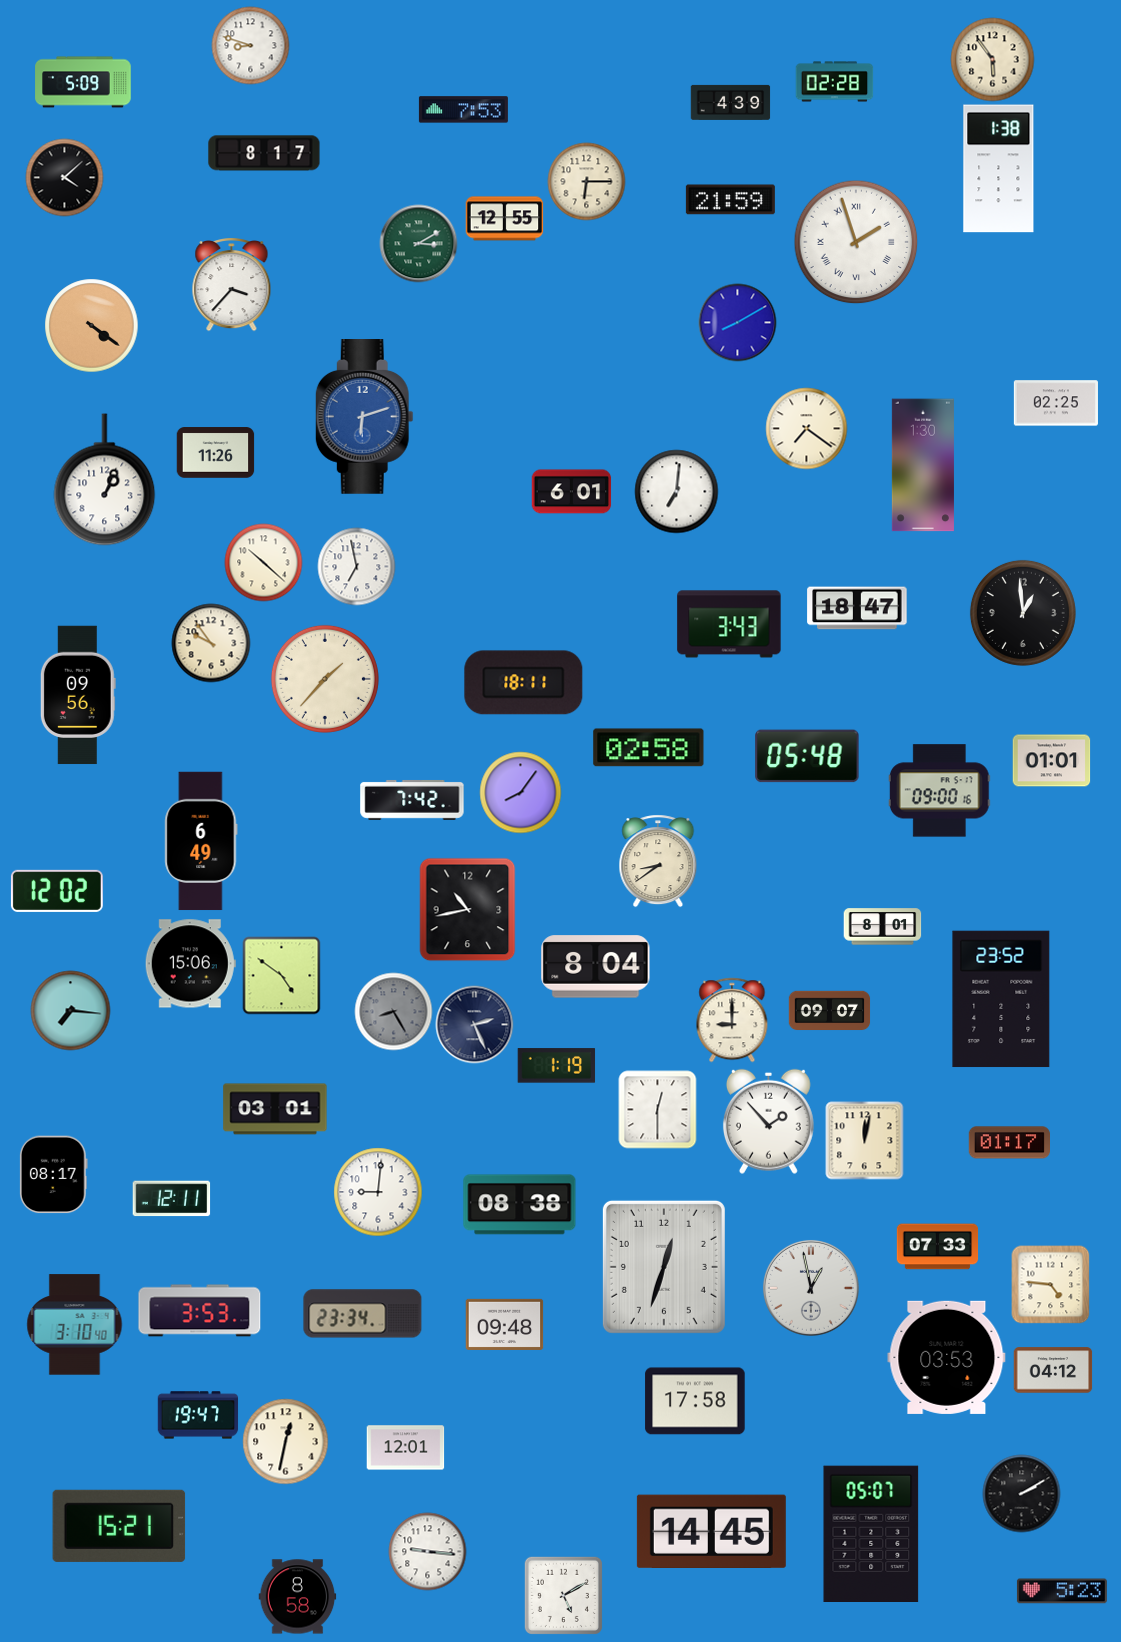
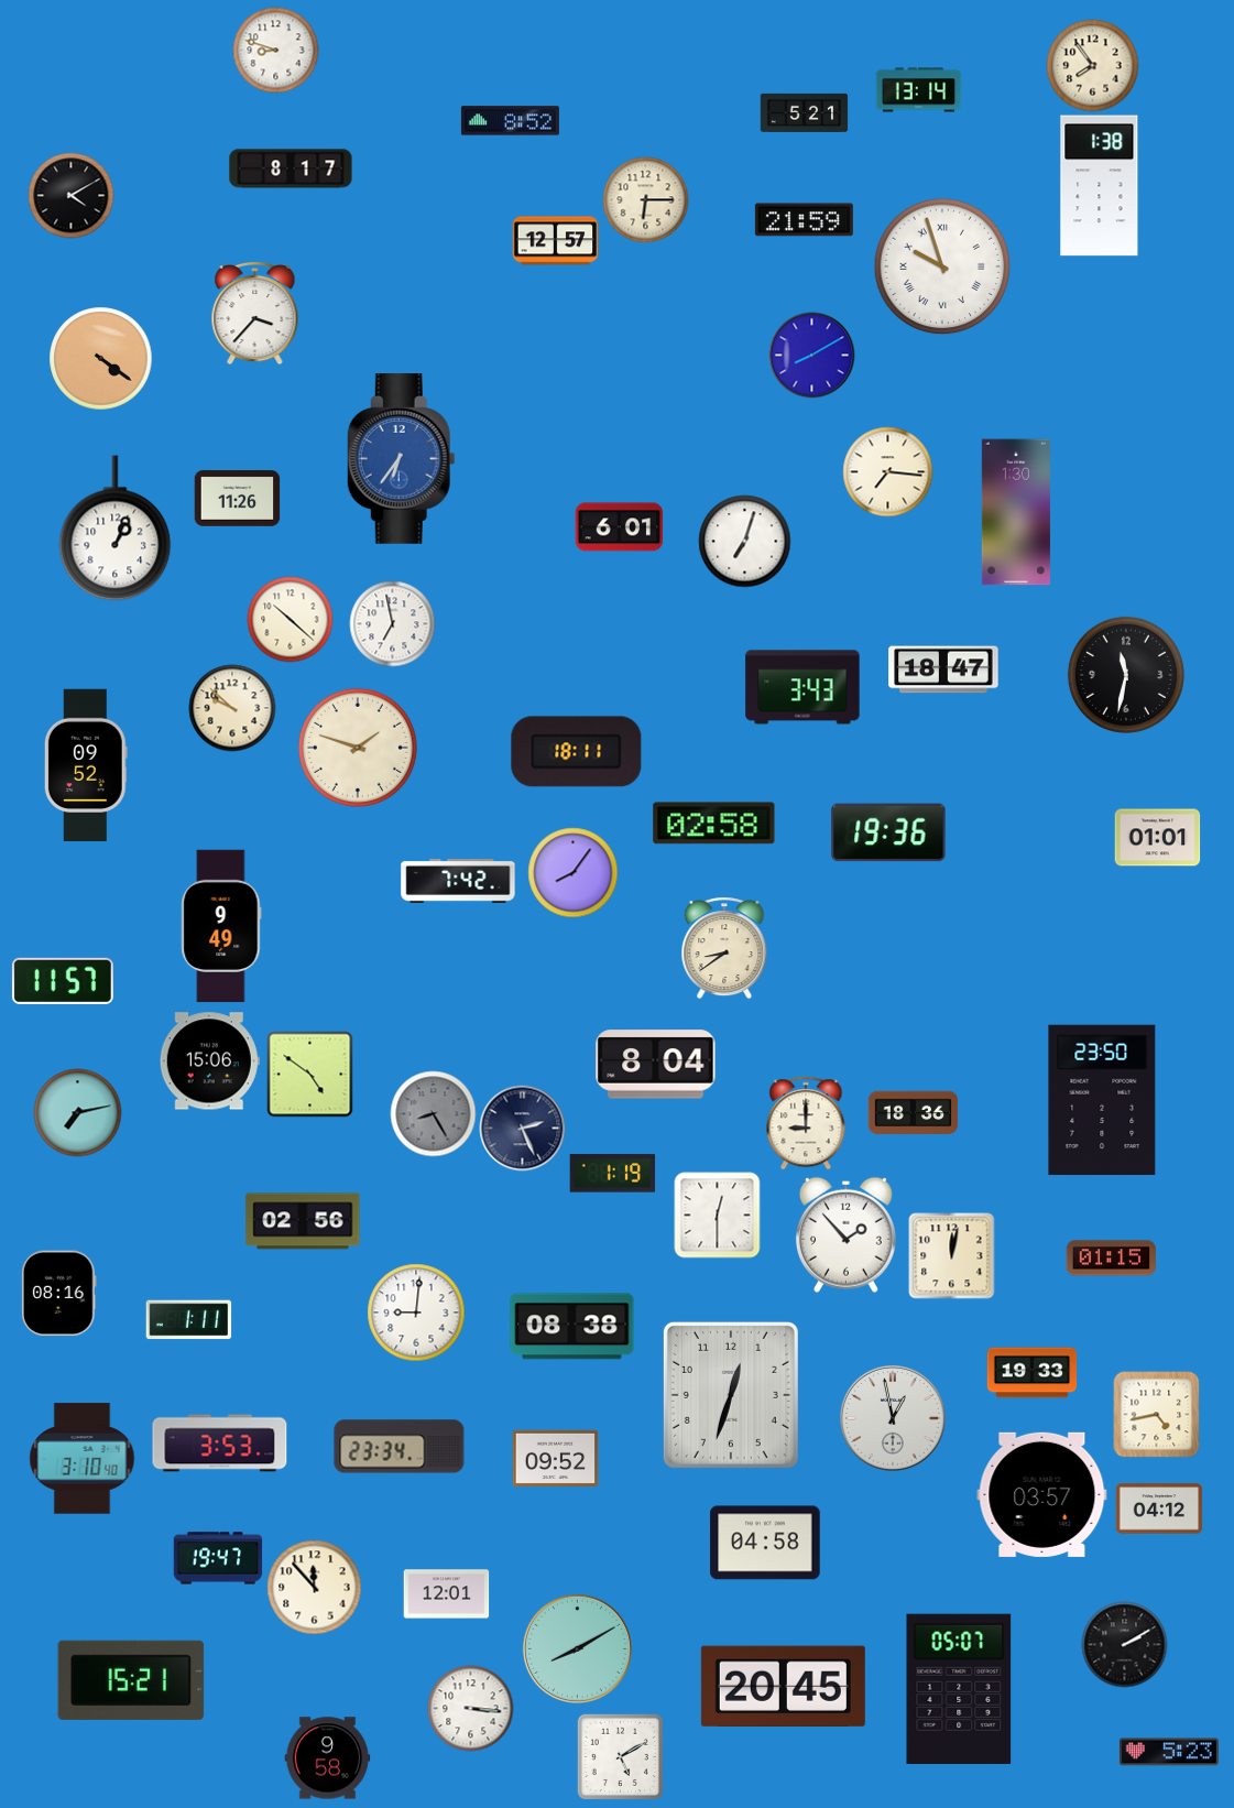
clock at (992, 59): 5:54 -> 7:54
clock at (83, 82): 5:09 -> none
clock at (834, 82): 02:28 -> 13:14
clock at (730, 102): 4:39 -> 5:21
clock at (463, 110): 7:53 -> 8:52
clock at (64, 177): 4:08 -> 4:10
clock at (504, 219): 12:55 -> 12:57
clock at (856, 242): 1:57 -> 9:57
clock at (418, 243): 3:10 -> none
clock at (1056, 403): 02:25 -> none
clock at (364, 417): 6:12 -> 6:36
clock at (806, 428): 7:21 -> 7:16
clock at (676, 491): 7:01 -> 7:03
clock at (571, 492) position: (571, 492) -> (619, 527)
clock at (1023, 613): 12:59 -> 11:32
clock at (211, 643): 9:54 -> 9:52
clock at (325, 679): 1:37 -> 1:48
clock at (78, 695): 09:56 -> 09:52
clock at (807, 756): 05:48 -> 19:36
clock at (939, 791): 09:00 -> none
clock at (412, 800) position: (412, 800) -> (458, 881)
clock at (201, 841): 6:49 -> 9:49
clock at (57, 891): 12:02 -> 11:57
clock at (468, 909): 10:43 -> none
clock at (882, 927): 8:01 -> none
clock at (1001, 999): 23:52 -> 23:50
clock at (70, 1010): 7:16 -> 7:13
clock at (829, 1011): 09:07 -> 18:36
clock at (275, 1109): 03:01 -> 02:56
clock at (657, 1109) position: (657, 1109) -> (717, 1215)
clock at (1009, 1143): 01:17 -> 01:15
clock at (53, 1174): 08:17 -> 08:16
clock at (171, 1199): 12:11 -> 1:11
clock at (937, 1247): 07:33 -> 19:33
clock at (1050, 1284): 4:46 -> 4:43
clock at (504, 1324): 09:48 -> 09:52
clock at (947, 1357): 03:53 -> 03:57
clock at (695, 1401): 17:58 -> 04:58
clock at (285, 1441): 12:32 -> 11:53
clock at (577, 1648): none -> 8:10
clock at (711, 1532): 14:45 -> 20:45
clock at (427, 1551): 9:16 -> 3:16
clock at (297, 1597): 8:58 -> 9:58
